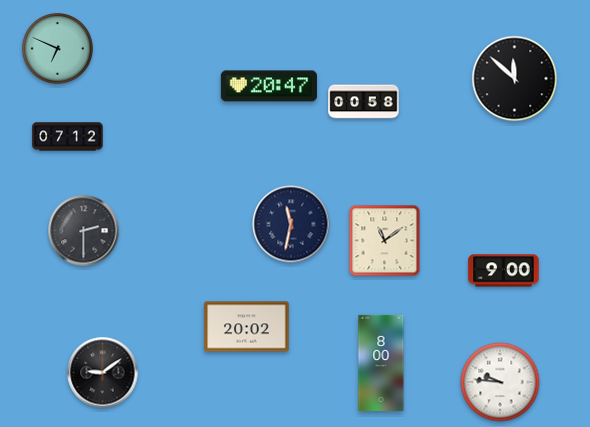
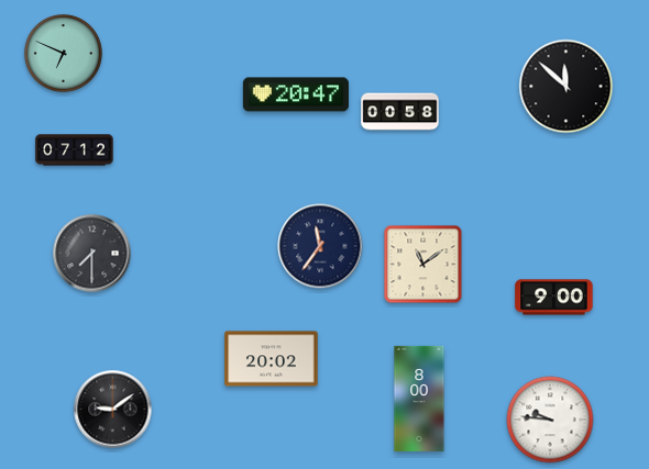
clock at (291, 224): 11:32 -> 11:36
clock at (84, 231): 2:30 -> 7:30
